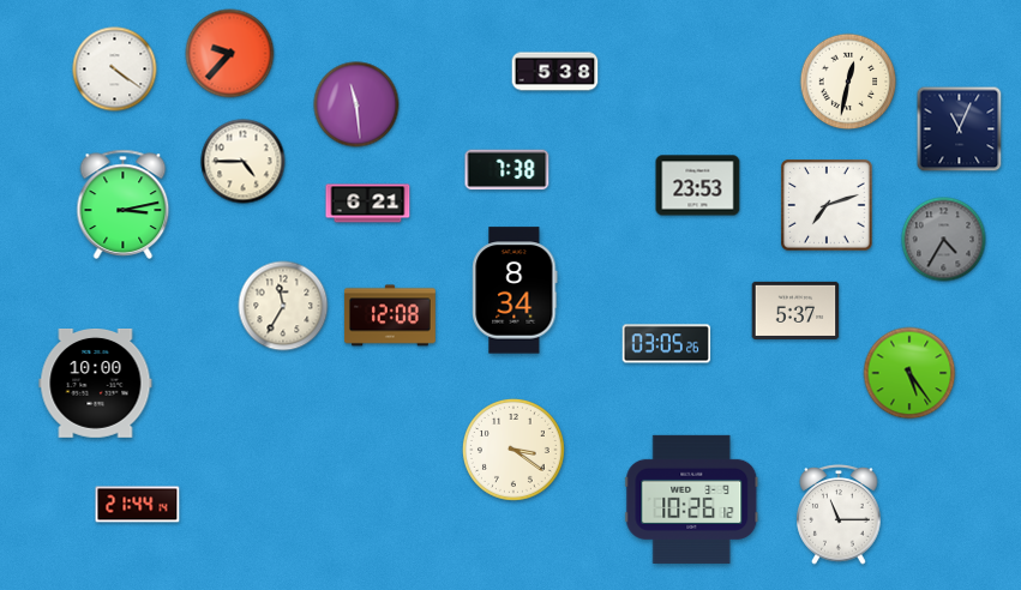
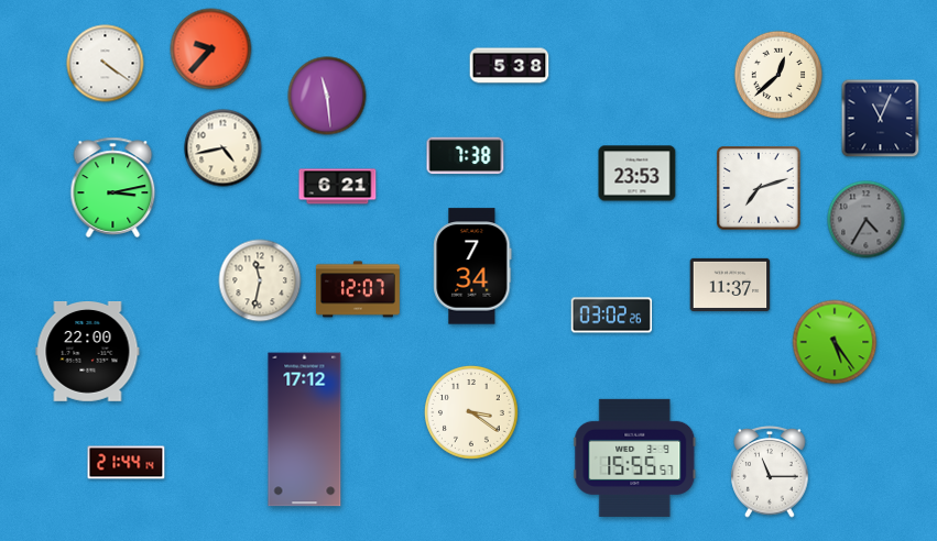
clock at (848, 82): 12:32 -> 12:38
clock at (244, 162): 4:45 -> 4:43
clock at (698, 186) position: (698, 186) -> (638, 174)
clock at (515, 290): 8:34 -> 7:34
clock at (283, 306): 11:35 -> 11:32
clock at (795, 311): 5:37 -> 11:37
clock at (390, 315): 12:08 -> 12:07
clock at (667, 344): 03:05 -> 03:02
clock at (96, 384): 10:00 -> 22:00
clock at (305, 430): none -> 17:12
clock at (692, 499): 10:26 -> 15:55
